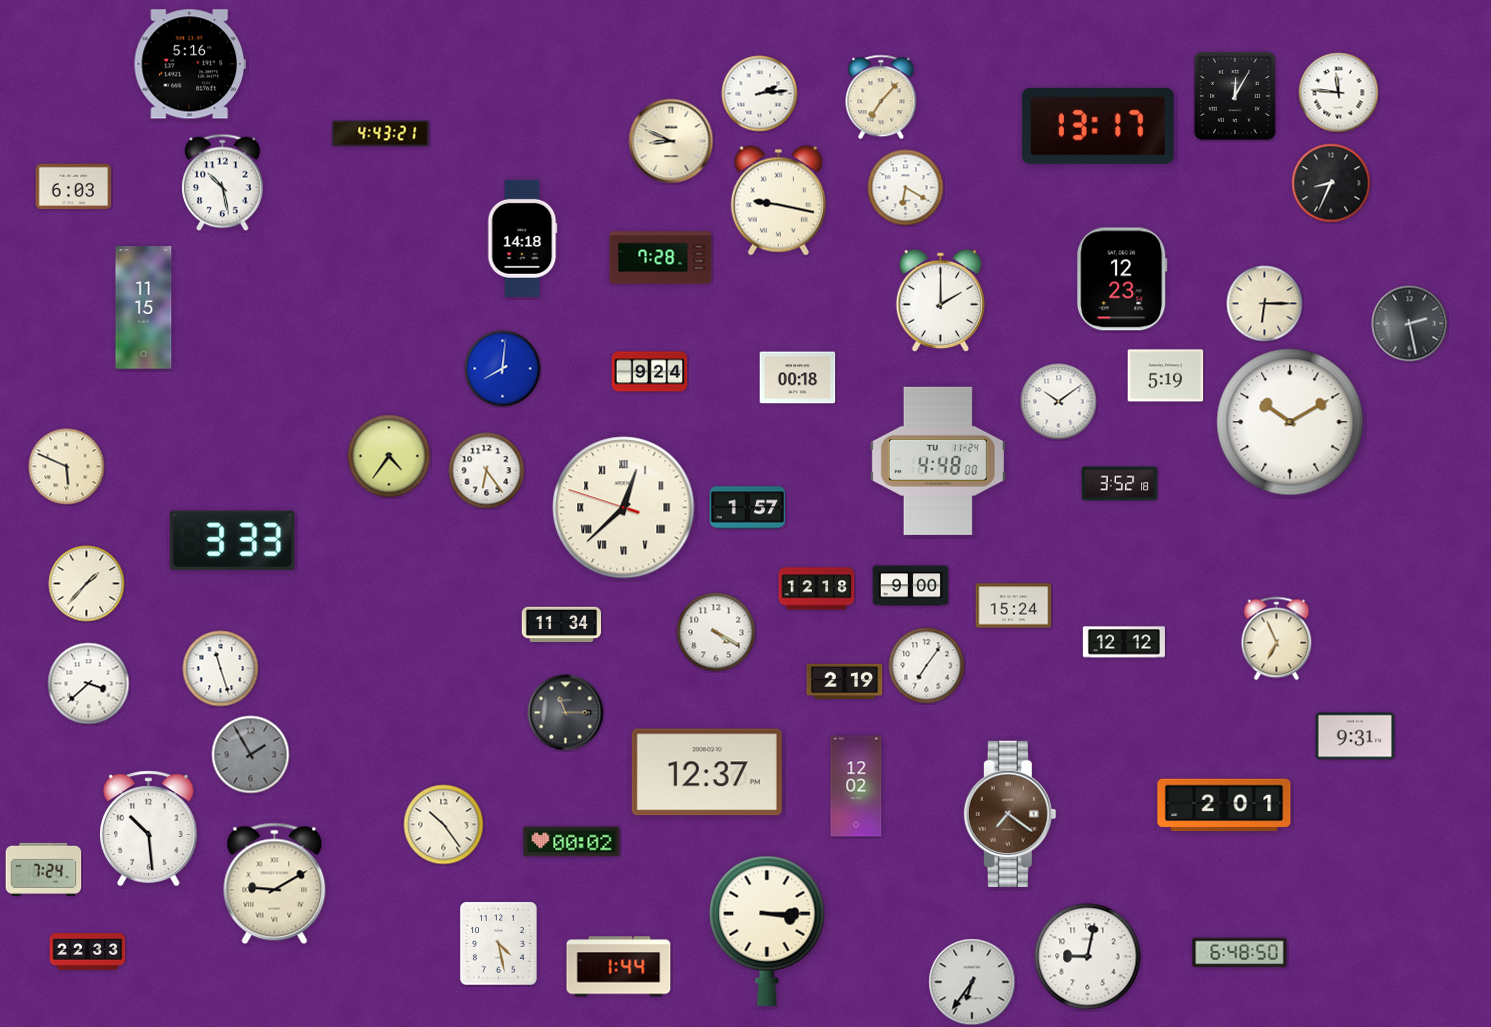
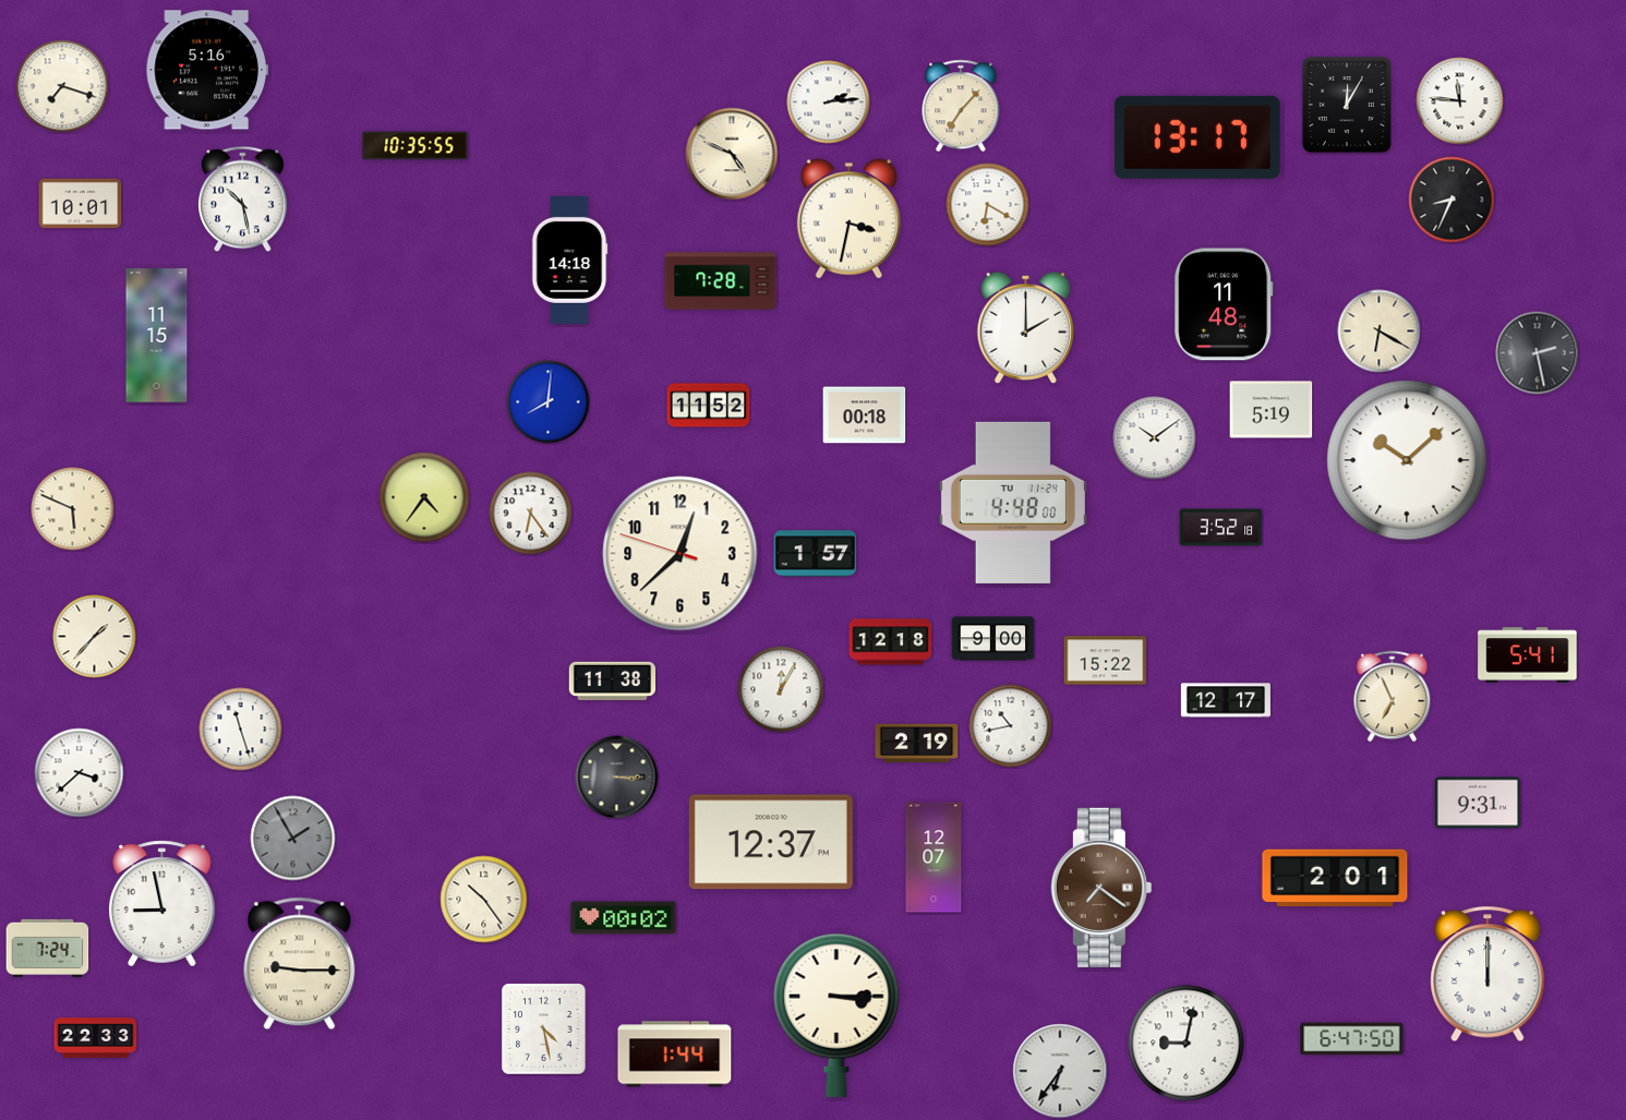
clock at (62, 86): none -> 7:18
clock at (381, 134): 4:43 -> 10:35
clock at (671, 141): 8:49 -> 4:49
clock at (74, 187): 6:03 -> 10:01
clock at (778, 201): 9:17 -> 3:32
clock at (1122, 279): 12:23 -> 11:48
clock at (1265, 304): 6:15 -> 6:20
clock at (650, 372): 9:24 -> 11:52
clock at (798, 378) position: (798, 378) -> (865, 416)
clock at (1290, 422): 10:10 -> 10:08
clock at (938, 461) position: (938, 461) -> (1013, 503)
clock at (624, 508) numerals: Roman -> Arabic
clock at (233, 540): 3:33 -> none
clock at (1528, 655): none -> 5:41
clock at (1014, 606): 15:24 -> 15:22
clock at (562, 625): 11:34 -> 11:38
clock at (716, 632): 4:20 -> 12:05
clock at (1124, 642): 12:12 -> 12:17
clock at (927, 666): 7:06 -> 10:43
clock at (845, 681) position: (845, 681) -> (917, 743)
clock at (89, 684) position: (89, 684) -> (80, 773)
clock at (566, 713): 11:15 -> 3:15
clock at (251, 755) position: (251, 755) -> (293, 839)
clock at (856, 786): 12:02 -> 12:07
clock at (149, 829): 10:29 -> 8:58
clock at (275, 884): 9:10 -> 9:15
clock at (1488, 974): none -> 12:00
clock at (1240, 953): 6:48 -> 6:47
